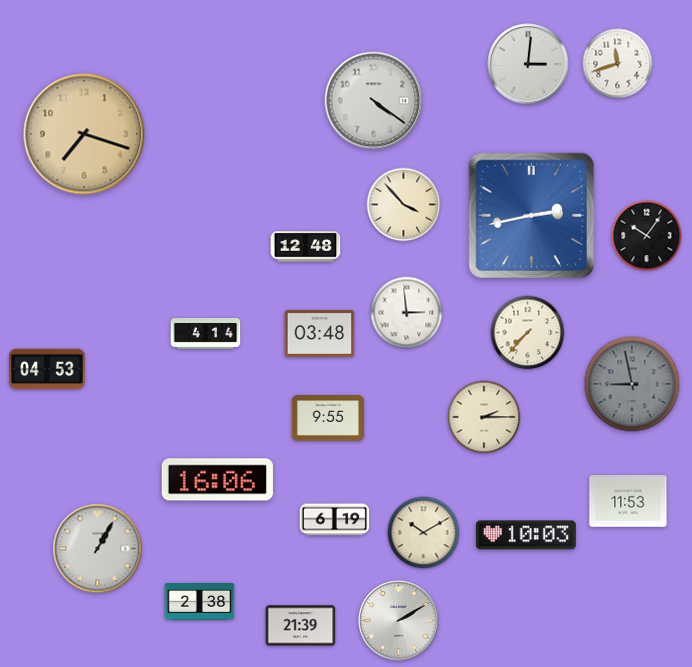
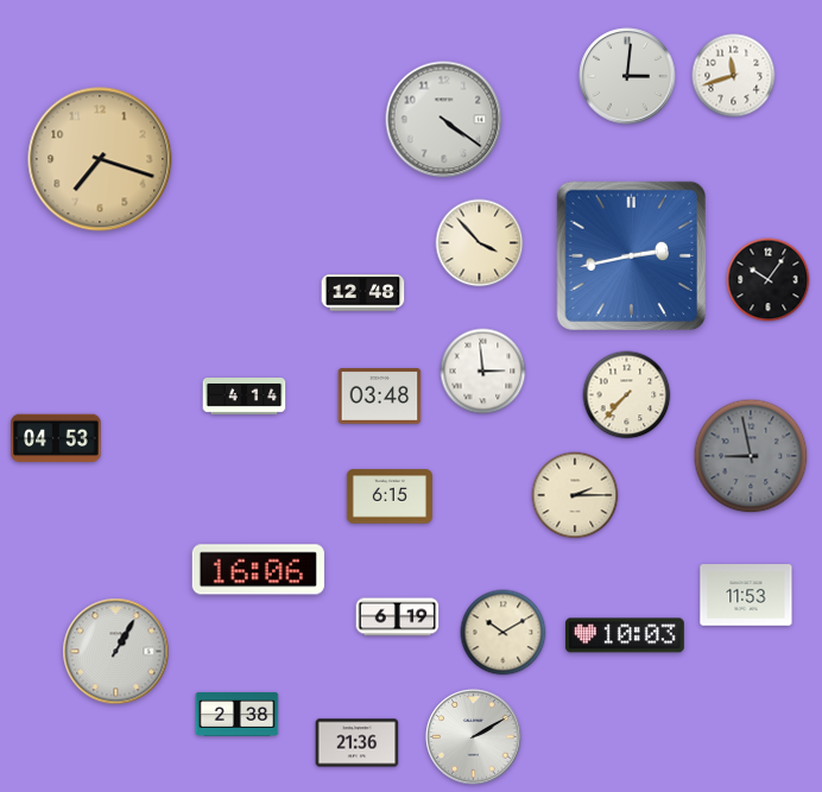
clock at (328, 418): 9:55 -> 6:15
clock at (301, 626): 21:39 -> 21:36
